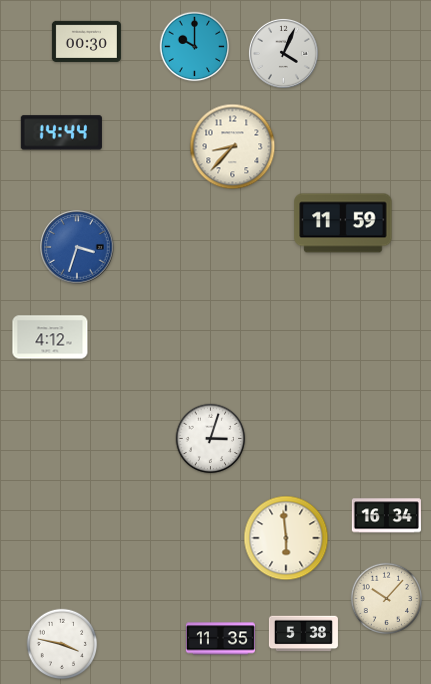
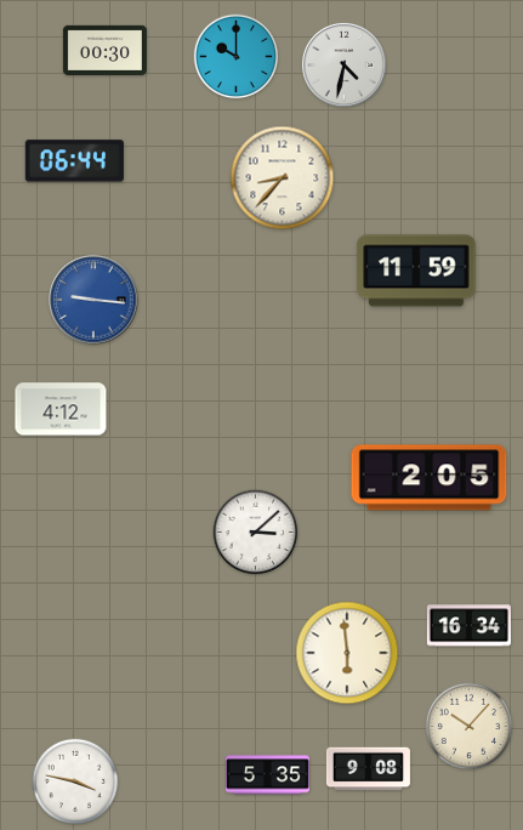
clock at (283, 53): 4:04 -> 4:32
clock at (61, 133): 14:44 -> 06:44
clock at (77, 247): 3:33 -> 9:16
clock at (430, 478): none -> 2:05
clock at (211, 439): 3:03 -> 3:08
clock at (303, 634): 5:38 -> 9:08
clock at (220, 639): 11:35 -> 5:35
